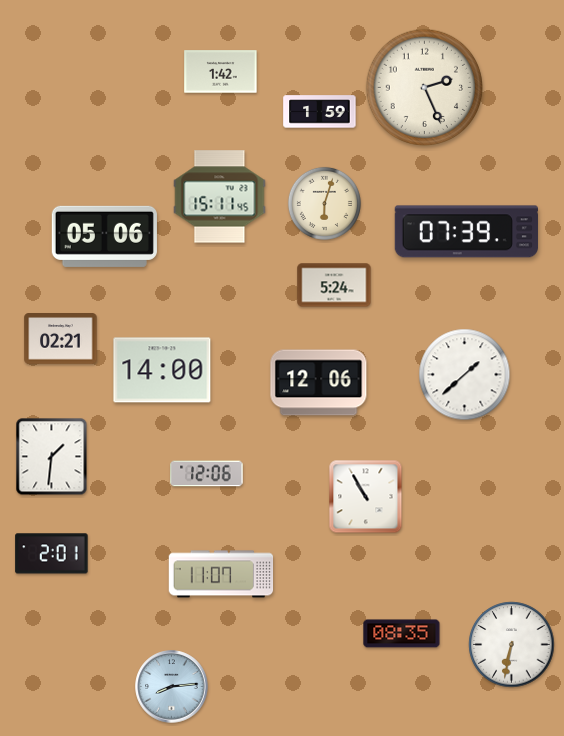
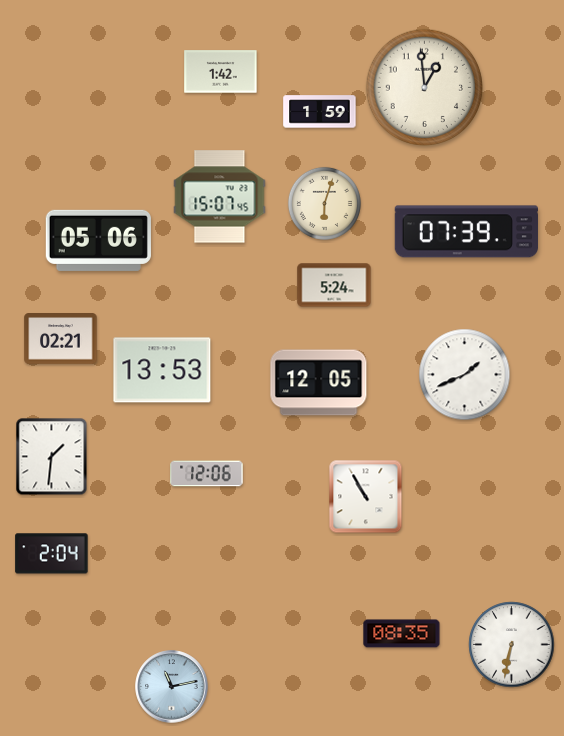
clock at (424, 87): 2:26 -> 12:59
clock at (220, 197): 15:11 -> 15:07
clock at (104, 236) position: (104, 236) -> (98, 240)
clock at (162, 370): 14:00 -> 13:53
clock at (465, 375): 1:38 -> 1:41
clock at (319, 383): 12:06 -> 12:05
clock at (52, 554): 2:01 -> 2:04
clock at (221, 574): 11:07 -> none
clock at (172, 687): 8:14 -> 11:13
